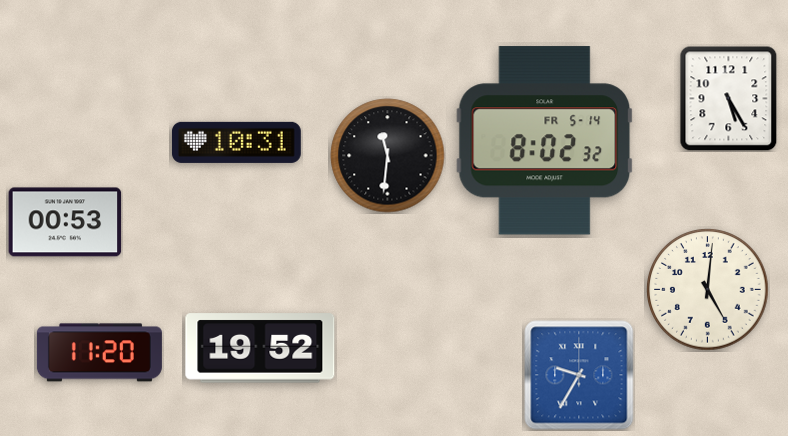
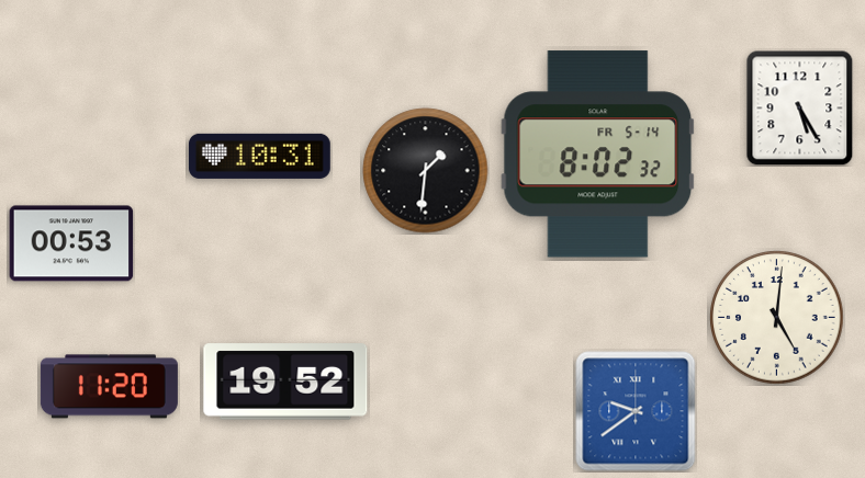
clock at (388, 156): 11:31 -> 1:31
clock at (579, 375): 9:35 -> 9:39
